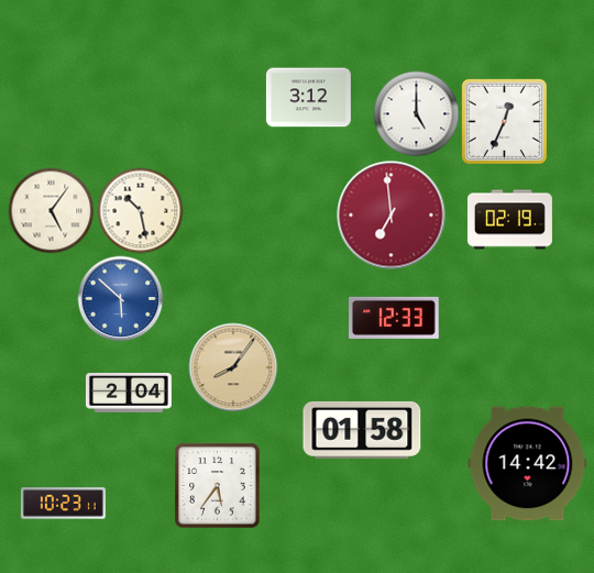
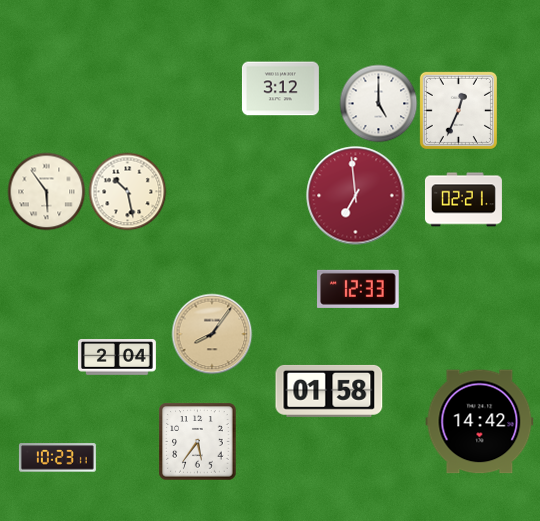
clock at (51, 210): 5:06 -> 5:54
clock at (509, 220): 02:19 -> 02:21
clock at (120, 298): 5:52 -> none
